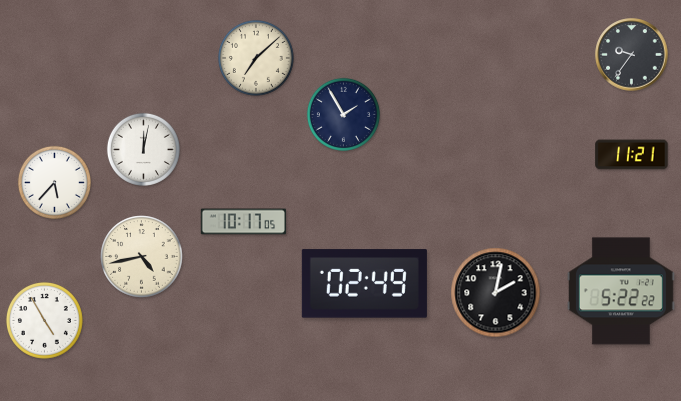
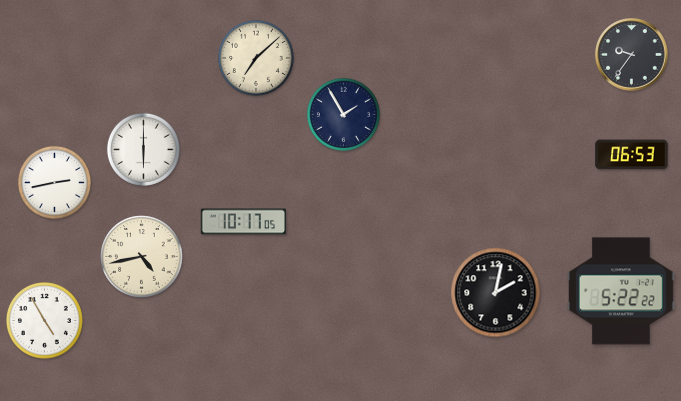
clock at (143, 149): 12:02 -> 6:00
clock at (632, 155): 11:21 -> 06:53
clock at (54, 182): 5:37 -> 2:43
clock at (364, 284): 02:49 -> none
